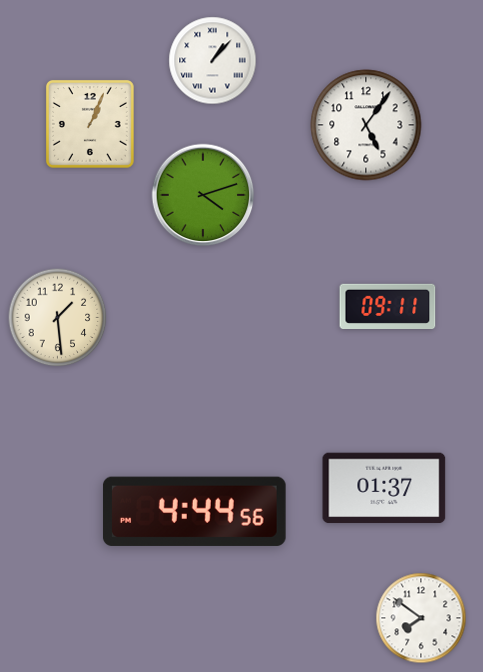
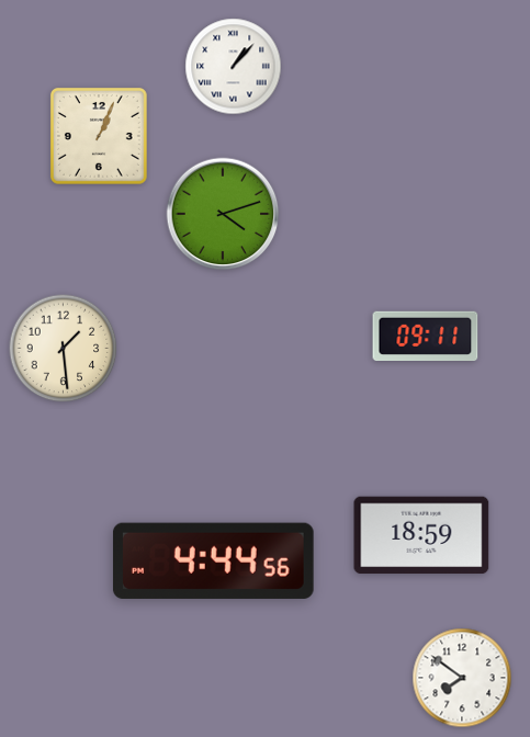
clock at (366, 125): 5:06 -> none
clock at (384, 488): 01:37 -> 18:59
